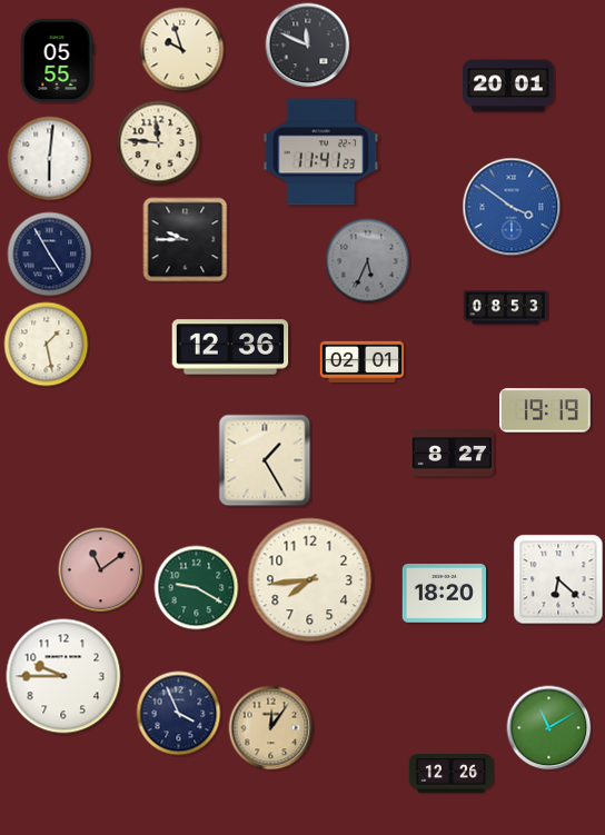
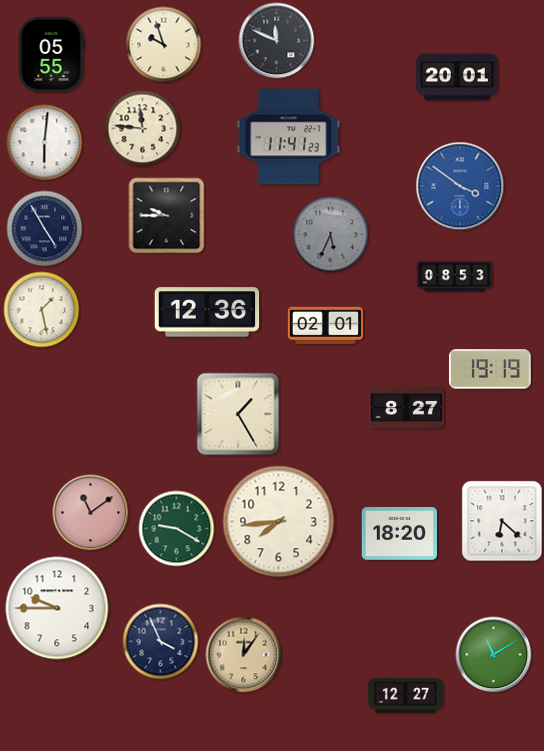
clock at (452, 774): 12:26 -> 12:27
